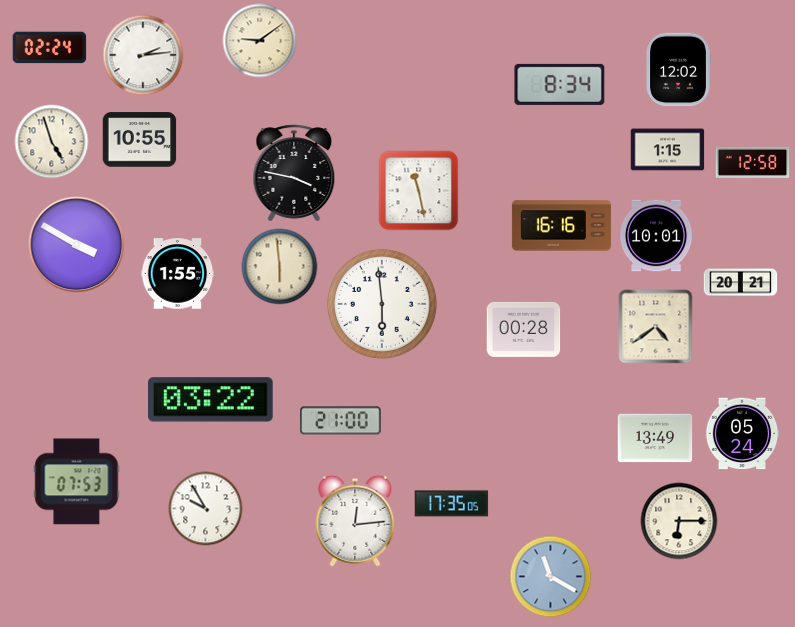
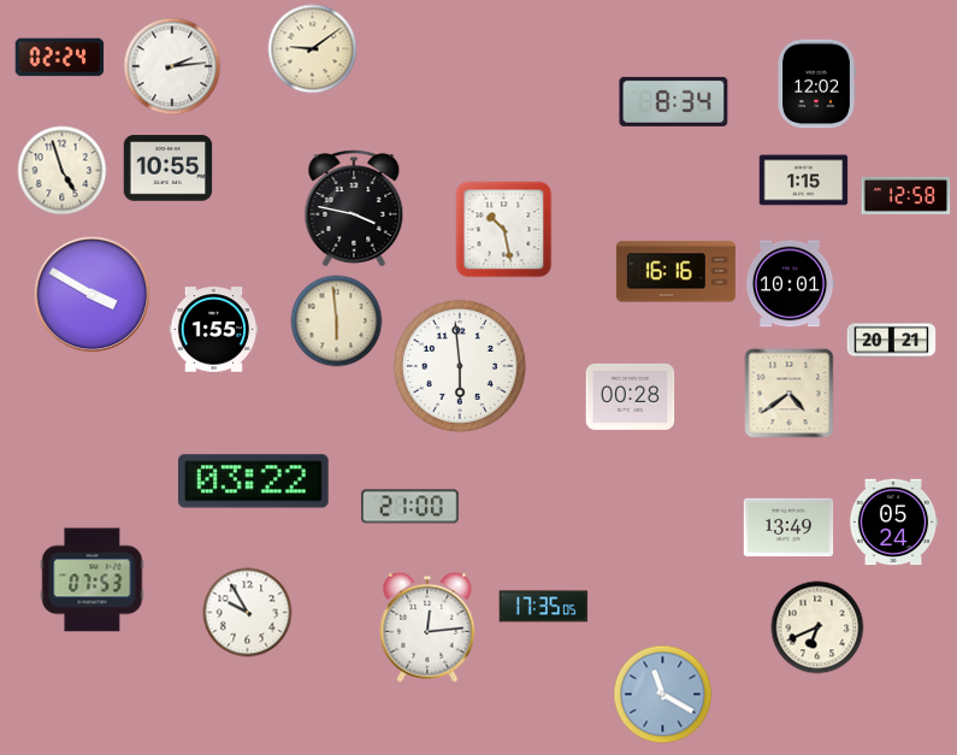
clock at (419, 191): 11:28 -> 10:28
clock at (679, 521): 6:15 -> 6:41
